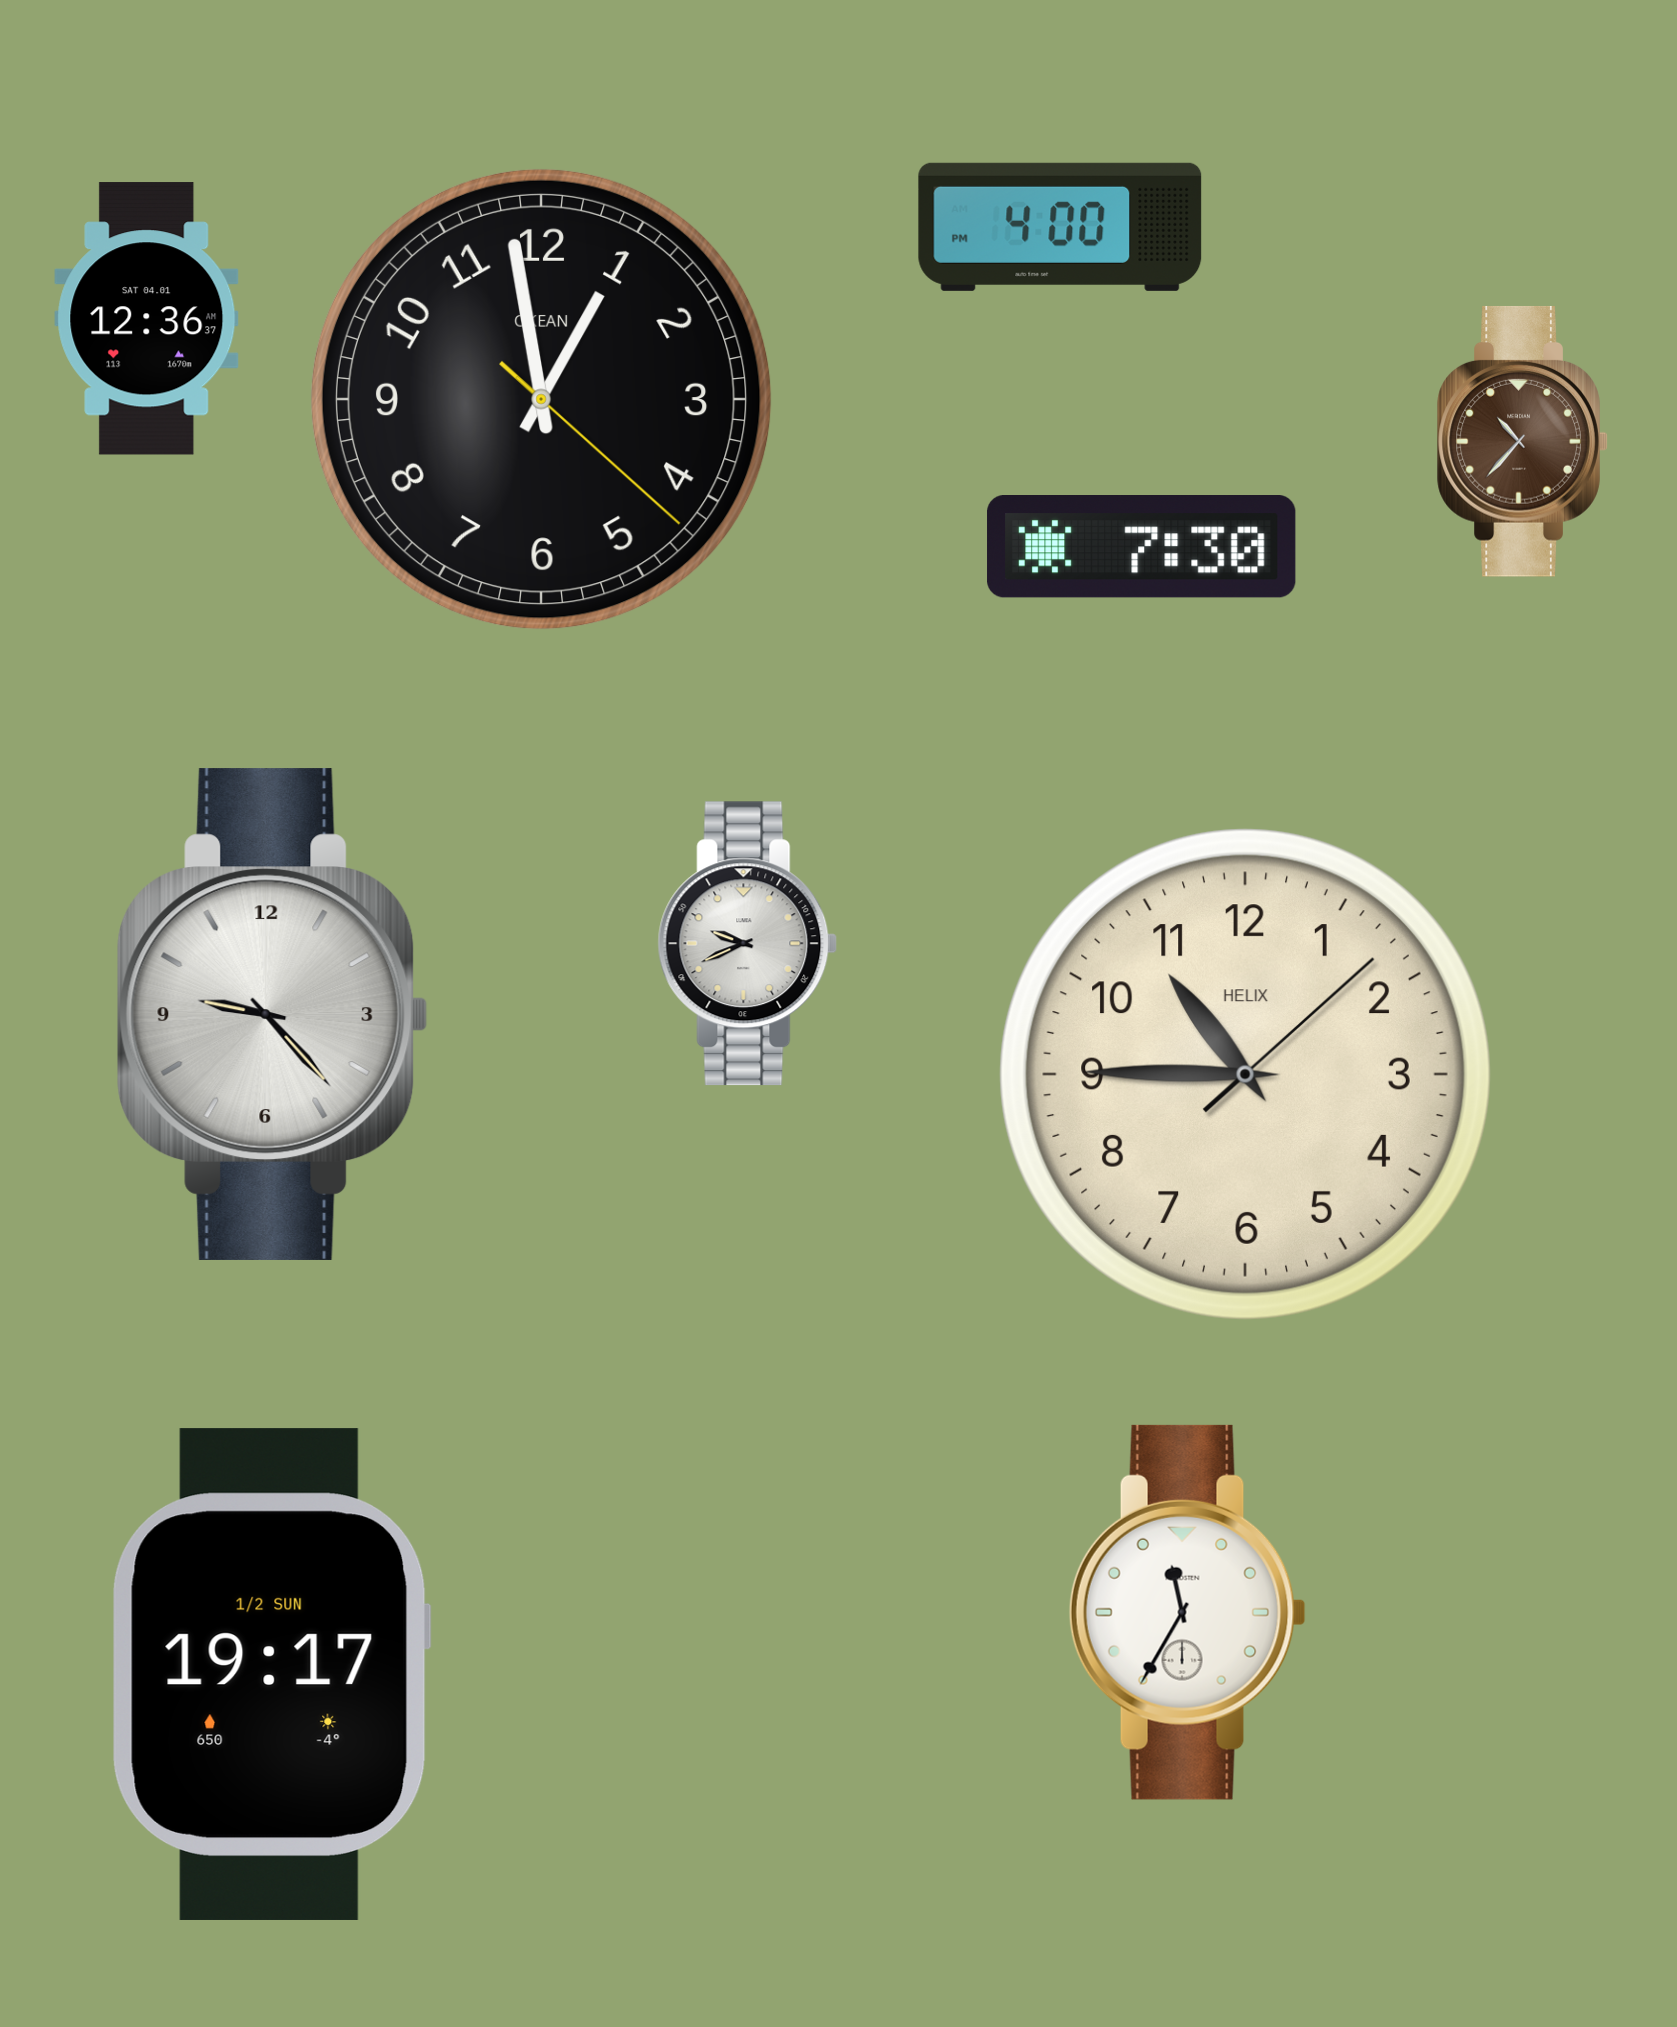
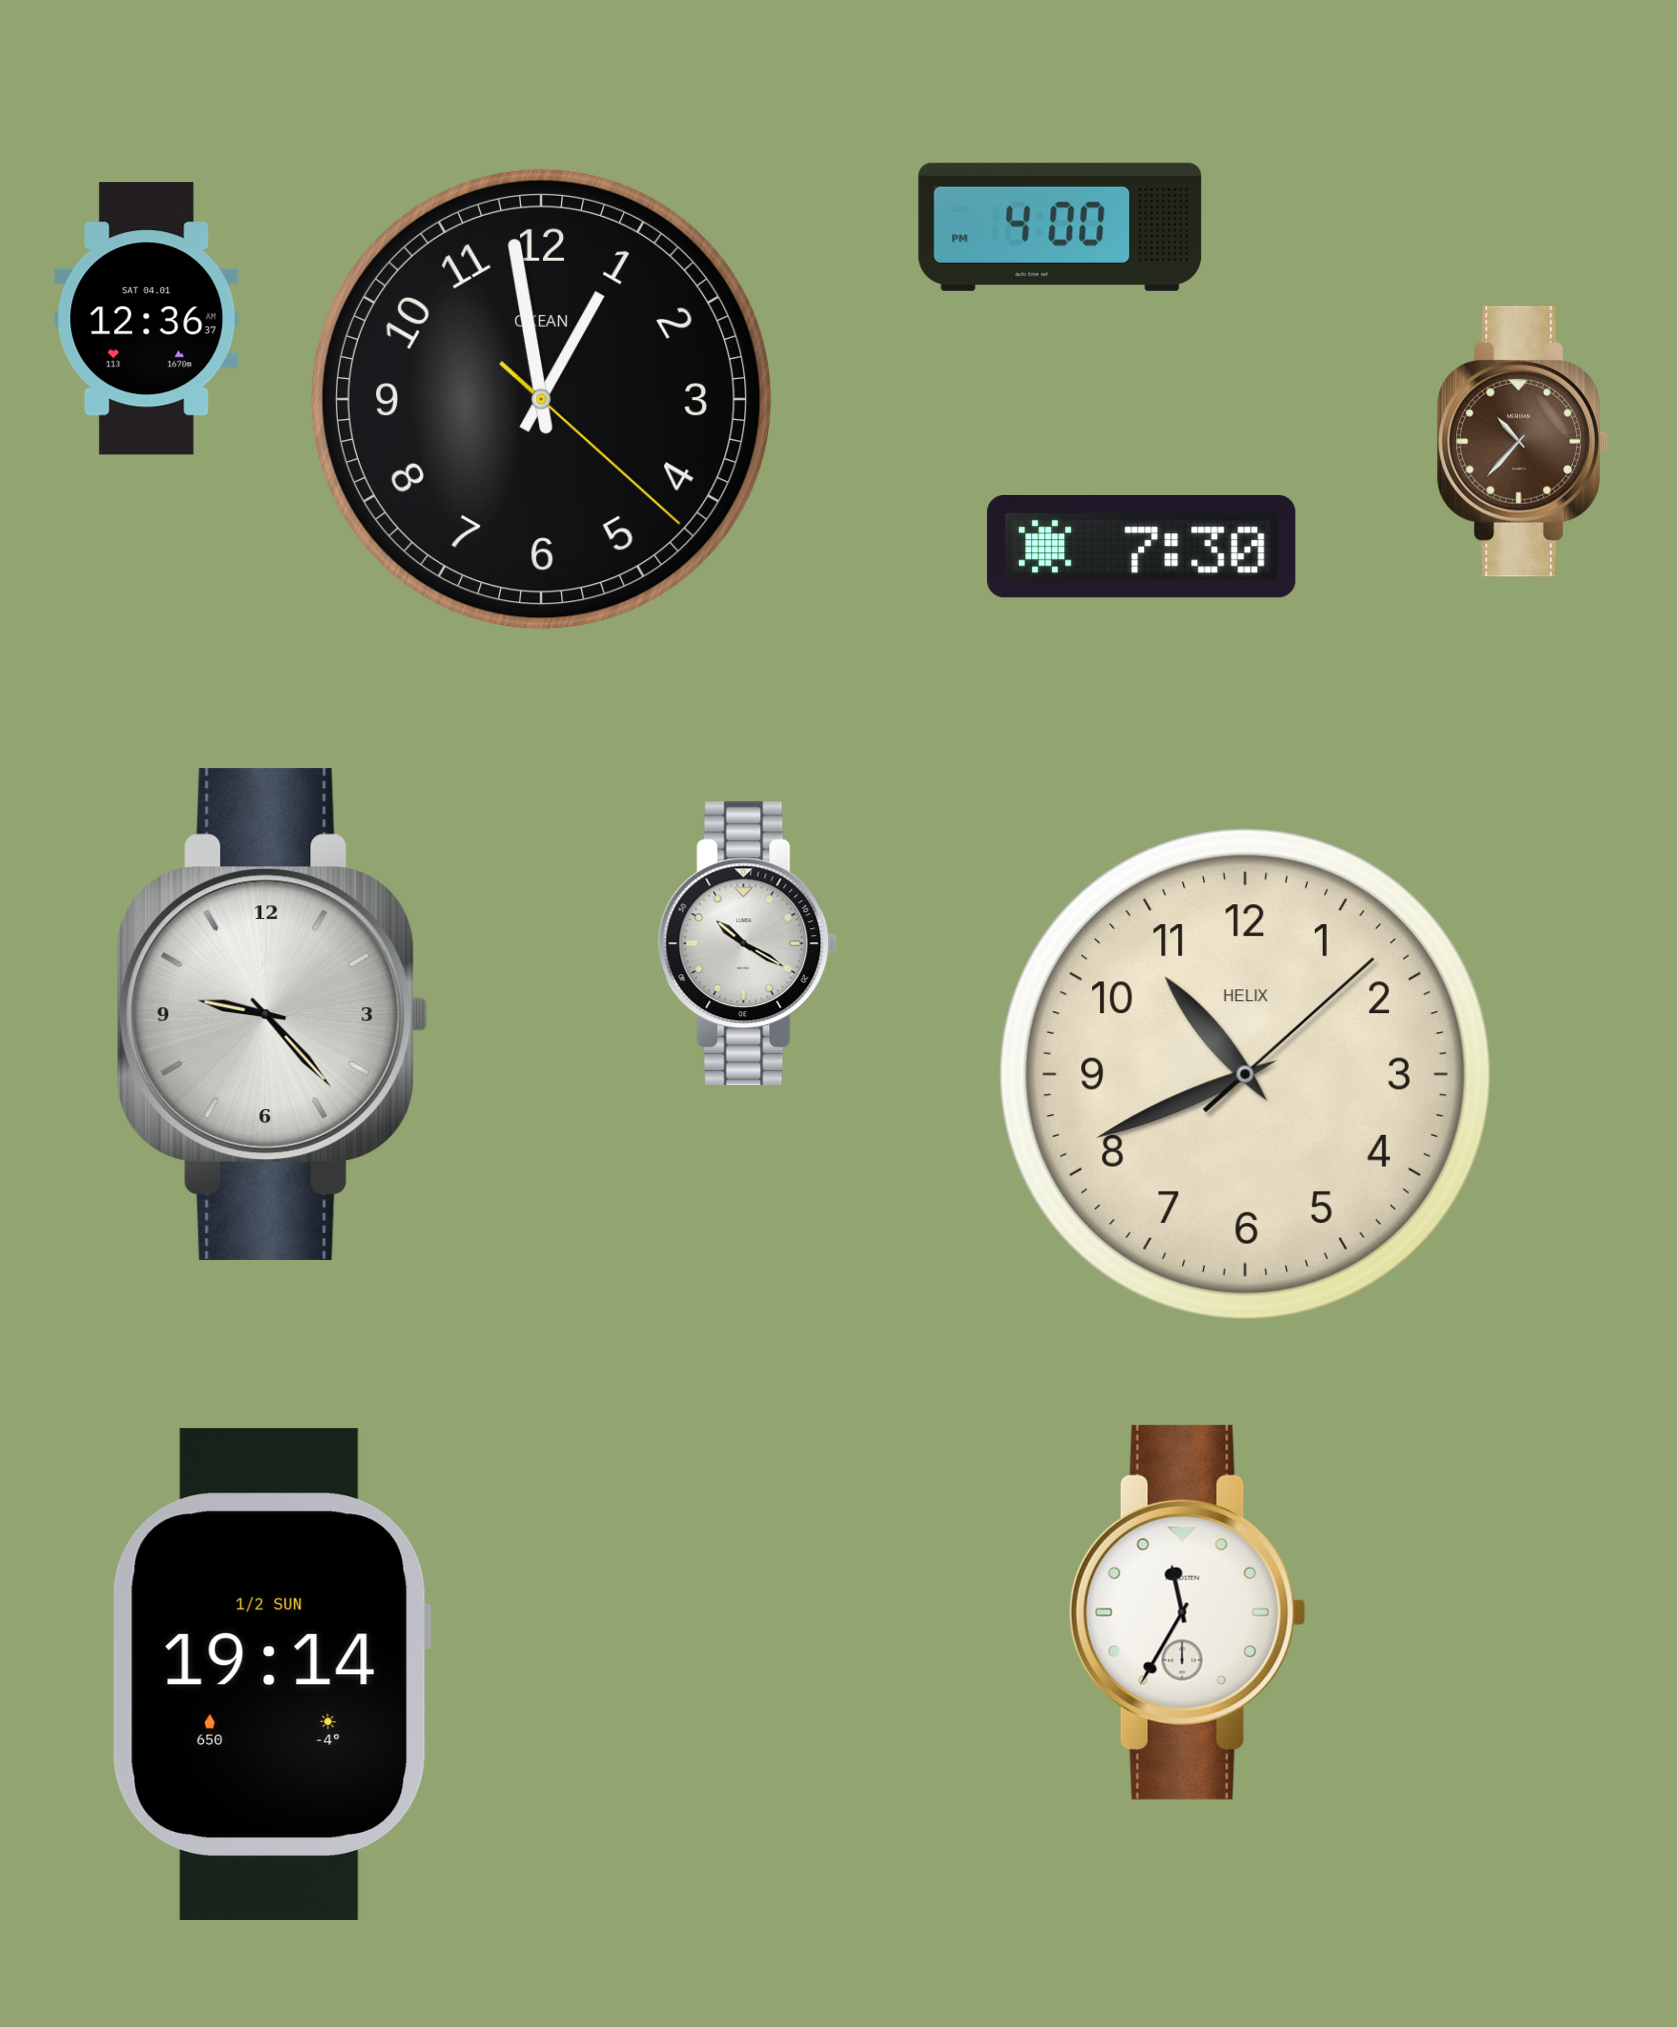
clock at (748, 944): 9:41 -> 10:20
clock at (1245, 1074): 10:45 -> 10:41
clock at (271, 1674): 19:17 -> 19:14
